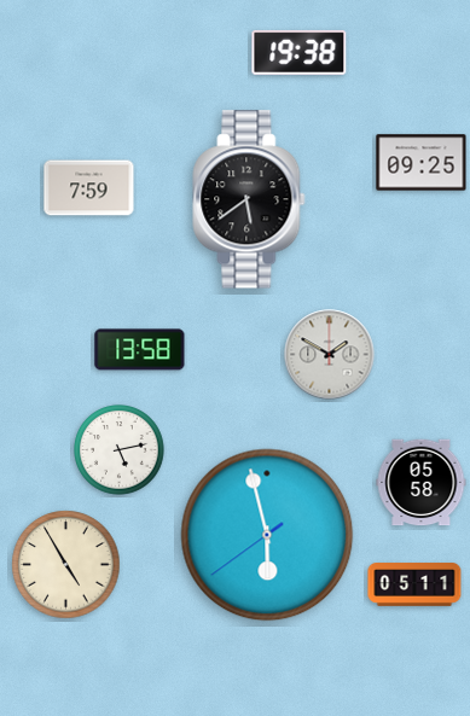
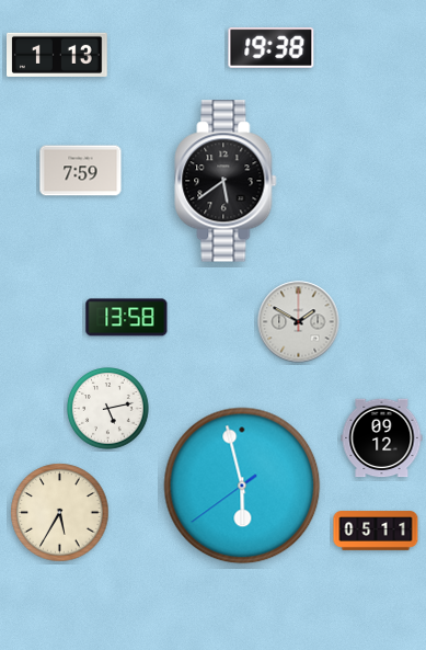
clock at (58, 55): none -> 1:13
clock at (422, 163): 09:25 -> none
clock at (422, 483): 05:58 -> 09:12
clock at (66, 565): 4:55 -> 5:35
